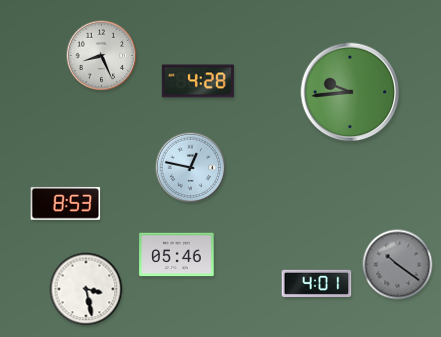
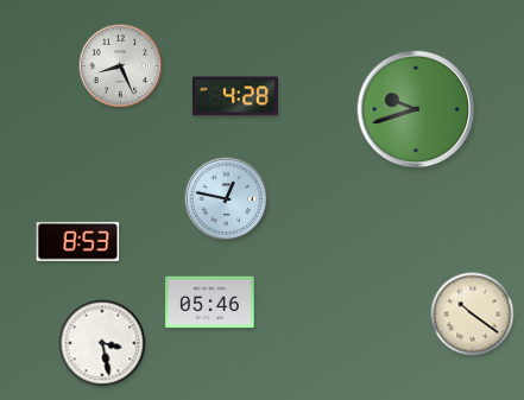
clock at (350, 92): 9:44 -> 9:42
clock at (398, 265) dial: grey -> cream
clock at (317, 283): 4:01 -> none
